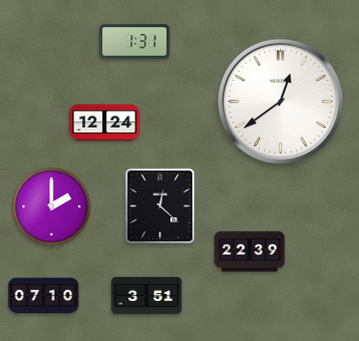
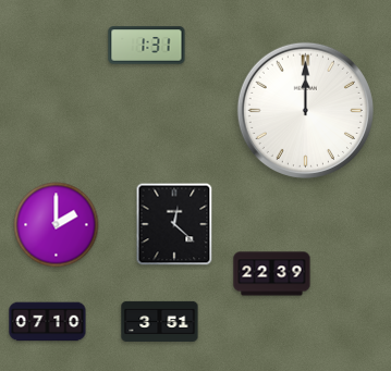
clock at (280, 101): 12:39 -> 12:00
clock at (105, 123): 12:24 -> none
